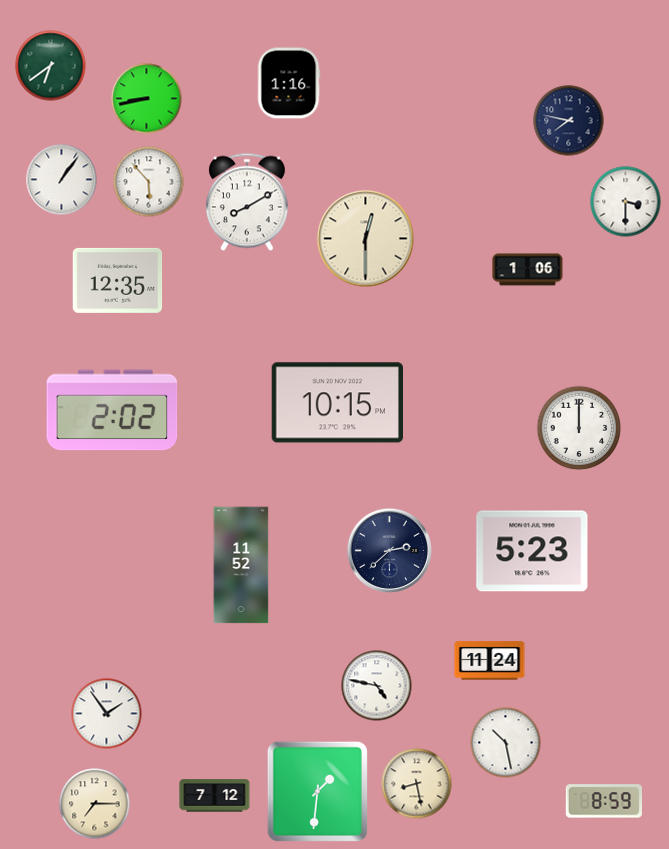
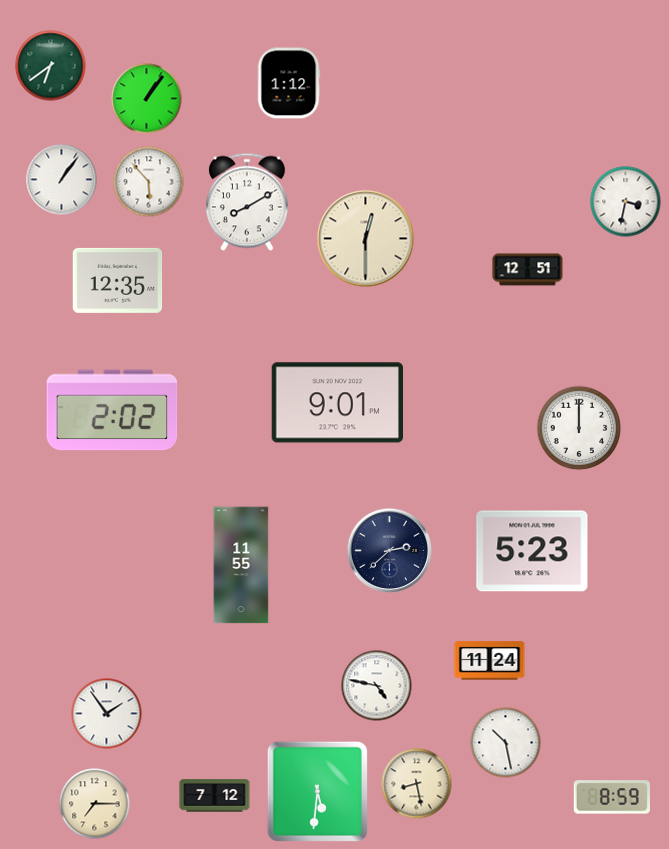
clock at (289, 83): 1:16 -> 1:12
clock at (147, 99): 8:43 -> 1:06
clock at (569, 121): 7:47 -> none
clock at (626, 202): 3:30 -> 3:32
clock at (528, 270): 1:06 -> 12:51
clock at (337, 403): 10:15 -> 9:01
clock at (241, 565): 11:52 -> 11:55
clock at (317, 791): 1:31 -> 5:31
clock at (604, 801) position: (604, 801) -> (612, 797)
